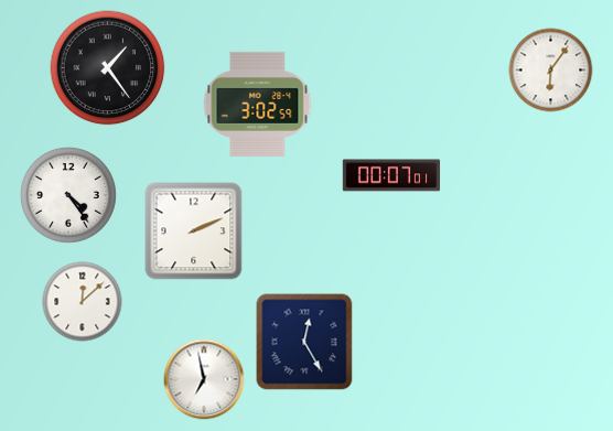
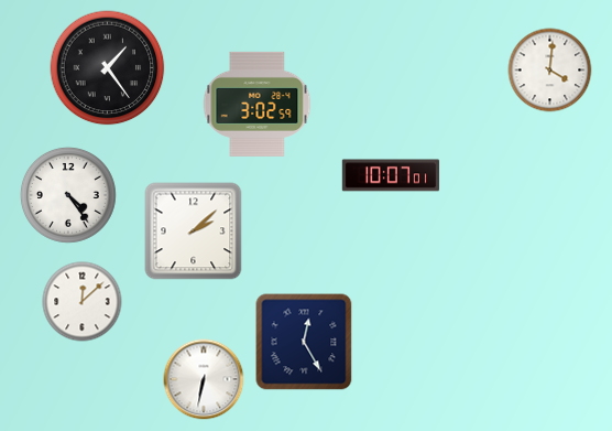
clock at (551, 71): 6:06 -> 4:01
clock at (391, 175): 00:07 -> 10:07
clock at (194, 231): 2:11 -> 2:08
clock at (204, 379): 6:58 -> 6:32
